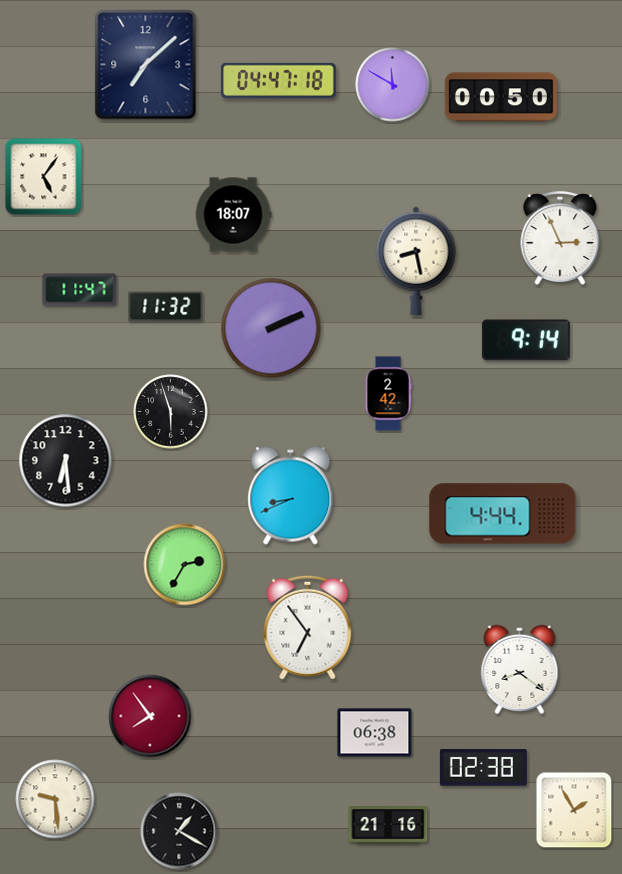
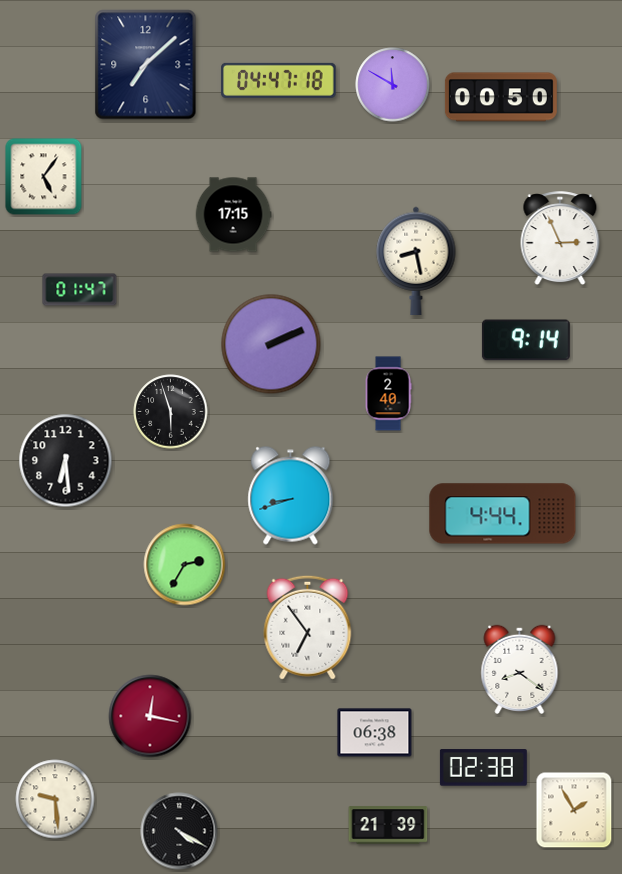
clock at (233, 215): 18:07 -> 17:15
clock at (80, 290): 11:47 -> 01:47
clock at (166, 307): 11:32 -> none
clock at (271, 328) position: (271, 328) -> (271, 344)
clock at (388, 394): 2:42 -> 2:40
clock at (291, 496): 8:41 -> 8:42
clock at (150, 716): 7:54 -> 12:17
clock at (388, 825): 21:16 -> 21:39
clock at (179, 831): 1:20 -> 4:20
